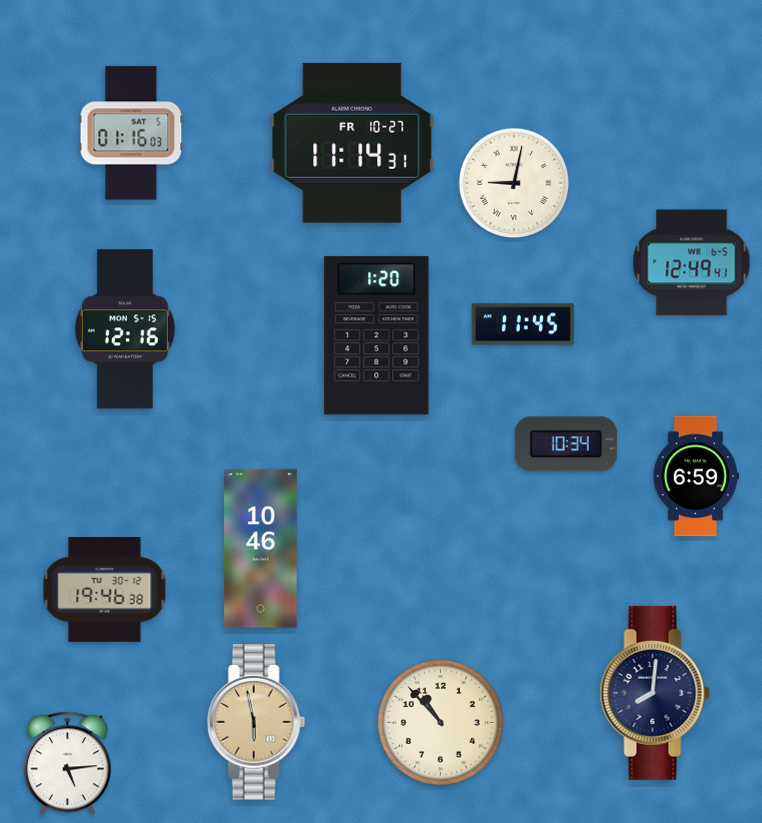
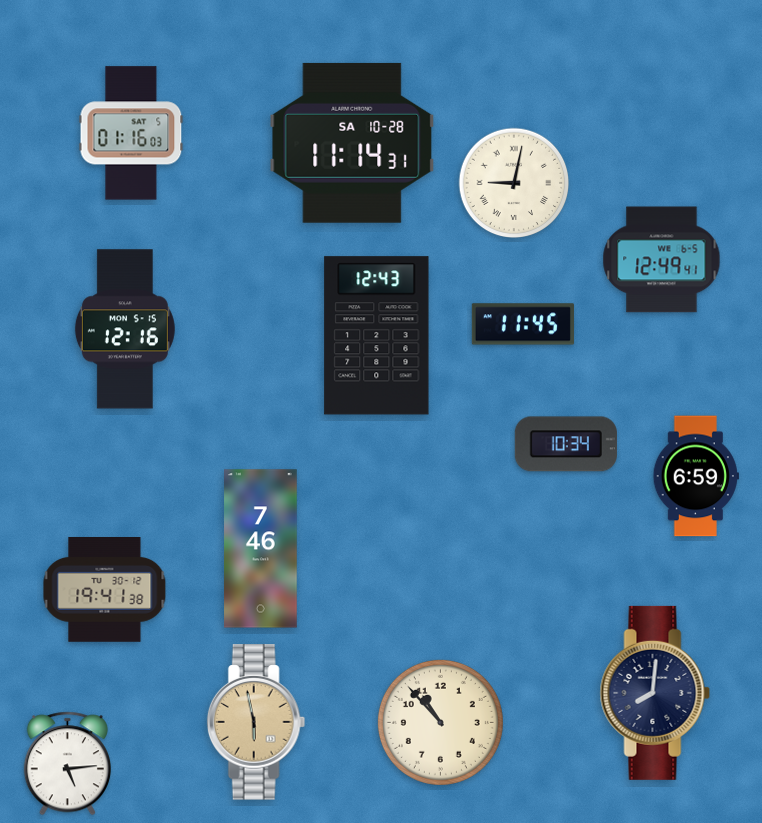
clock at (352, 143) date: FR 10-27 -> SA 10-28
clock at (692, 263) position: (692, 263) -> (662, 260)
clock at (377, 336): 1:20 -> 12:43
clock at (261, 549): 10:46 -> 7:46
clock at (105, 590): 19:46 -> 19:41
